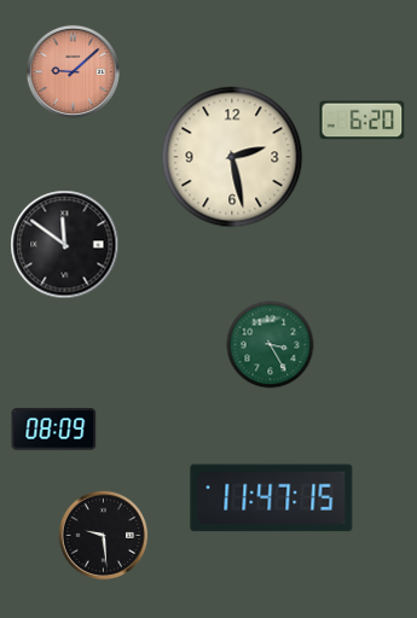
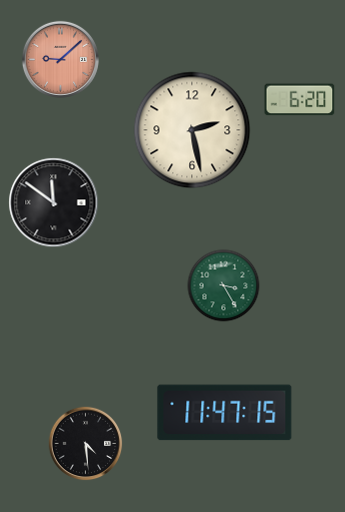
clock at (54, 430): 08:09 -> none
clock at (104, 536): 9:29 -> 4:29
